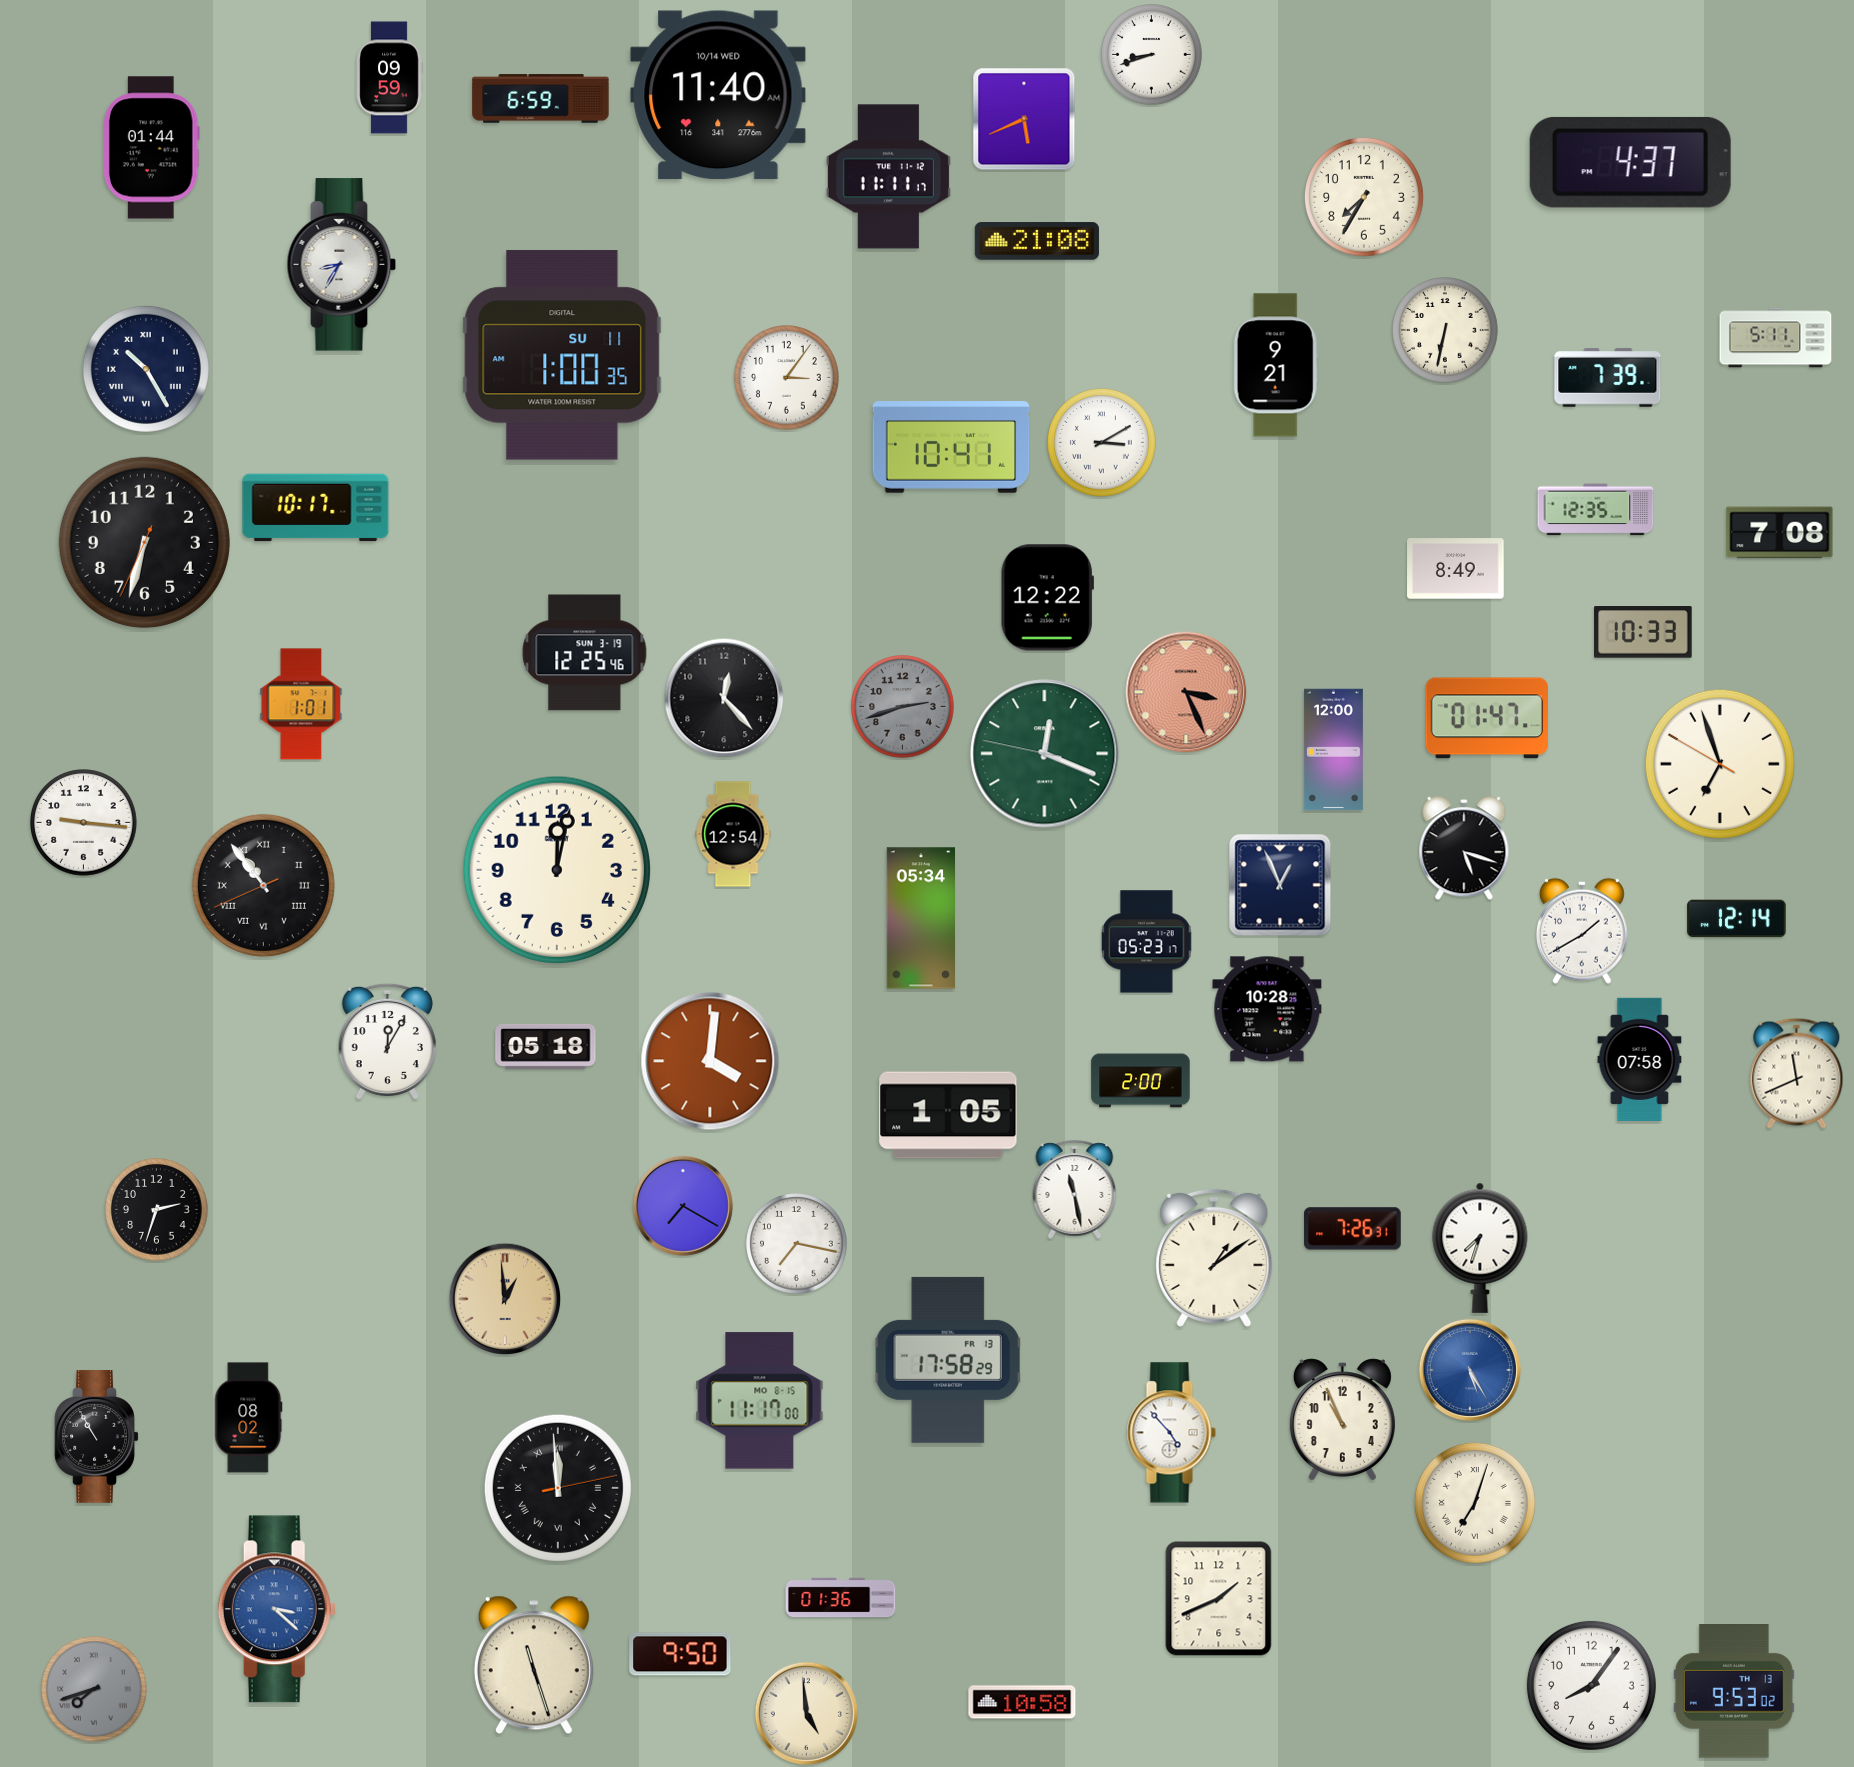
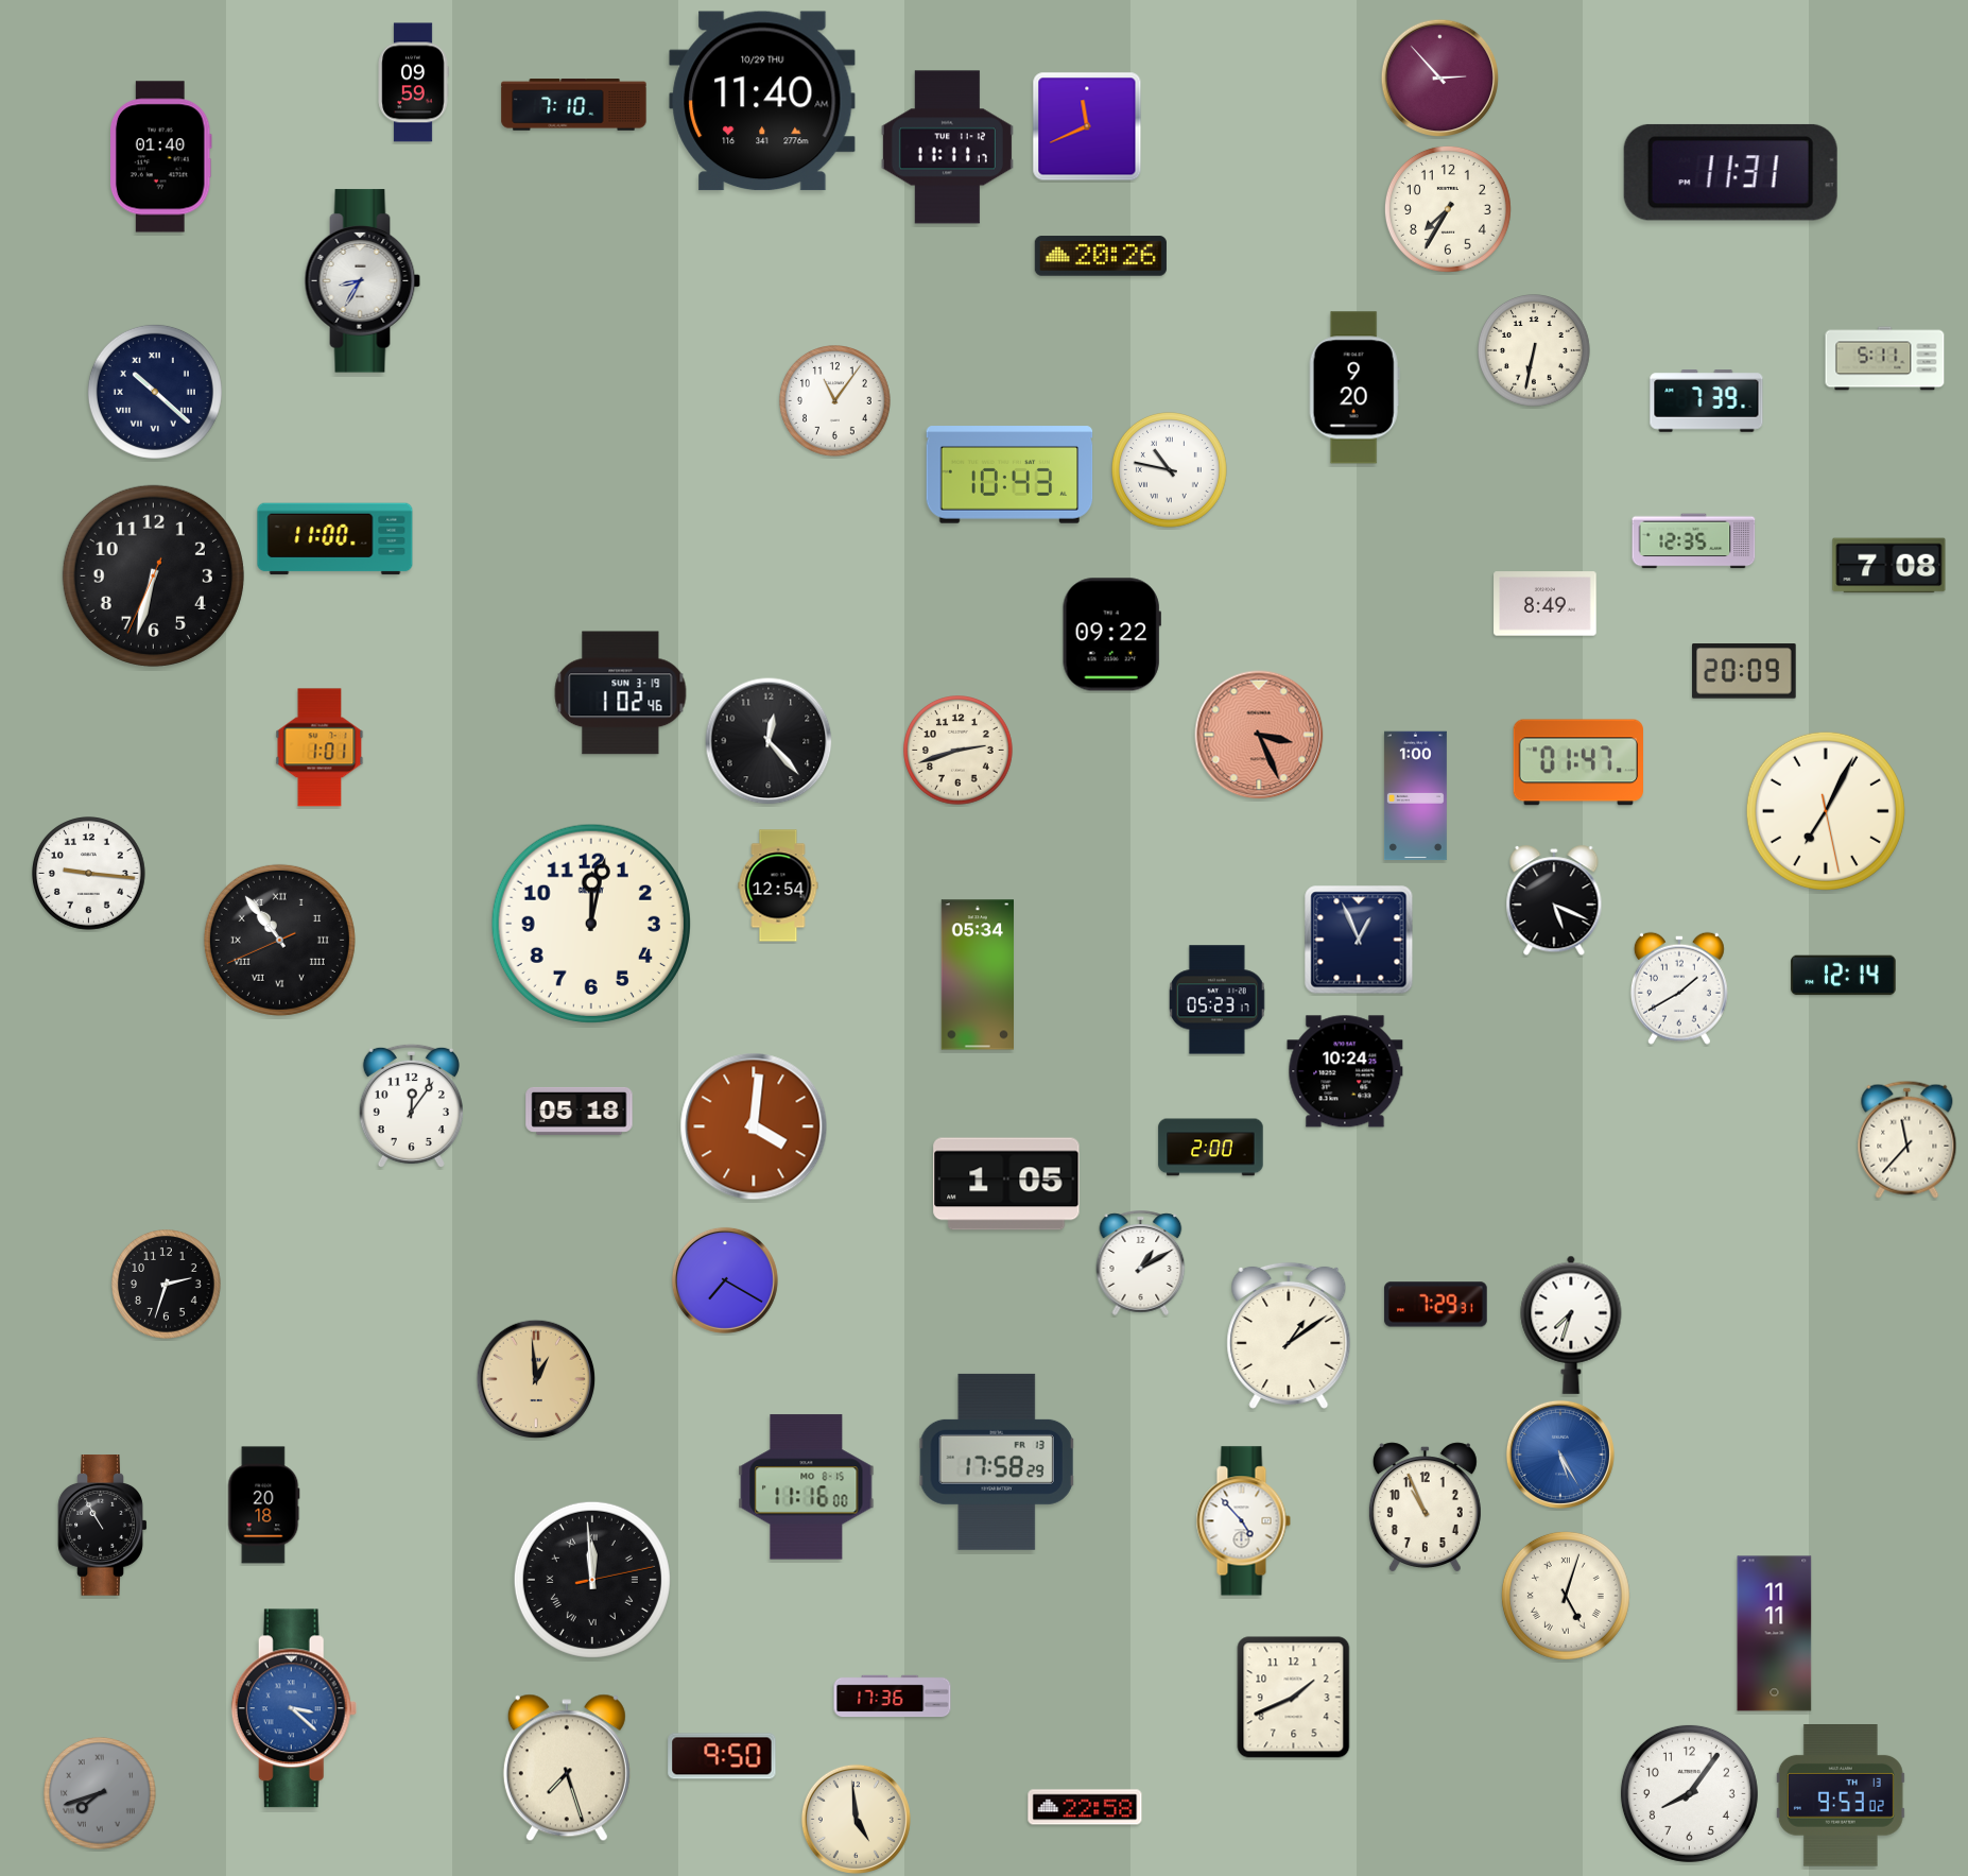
clock at (1152, 55): 8:42 -> none
clock at (1439, 78): none -> 2:53
clock at (718, 95) date: 10/14 WED -> 10/29 THU
clock at (541, 99): 6:59 -> 7:10
clock at (1024, 119): 5:41 -> 11:41
clock at (151, 148): 01:44 -> 01:40
clock at (1630, 162): 4:37 -> 11:31
clock at (888, 177) position: (888, 177) -> (947, 148)
clock at (1037, 241): 21:08 -> 20:26
clock at (562, 355): 1:00 -> none
clock at (1276, 365): 9:21 -> 9:20
clock at (146, 369): 10:25 -> 10:22
clock at (787, 378): 3:06 -> 11:06
clock at (1102, 443): 3:10 -> 10:47
clock at (951, 447): 10:41 -> 10:43
clock at (316, 508): 10:17 -> 11:00
clock at (1047, 598): 12:22 -> 09:22
clock at (1643, 632): 10:33 -> 20:09
clock at (585, 653): 12:25 -> 1:02
clock at (903, 707) dial: grey -> cream
clock at (1333, 750): 12:00 -> 1:00
clock at (1045, 754): 12:18 -> none
clock at (1720, 764): 6:56 -> 7:04
clock at (1464, 849): 5:18 -> 5:19
clock at (1267, 1009): 10:28 -> 10:24
clock at (387, 1042): 12:05 -> 12:06
clock at (1640, 1060): 07:58 -> none
clock at (1797, 1073): 11:41 -> 11:37
clock at (1075, 1189): 11:28 -> 1:10
clock at (1353, 1229): 7:26 -> 7:29
clock at (797, 1244): 7:17 -> none
clock at (948, 1360) position: (948, 1360) -> (997, 1462)
clock at (760, 1401): 11:17 -> 11:16
clock at (249, 1418): 08:02 -> 20:18
clock at (1475, 1503): 7:03 -> 5:03
clock at (1775, 1634): none -> 11:11
clock at (841, 1598): 01:36 -> 17:36
clock at (534, 1665): 11:27 -> 7:27
clock at (1591, 1685) position: (1591, 1685) -> (1689, 1793)
clock at (1022, 1702): 10:58 -> 22:58
